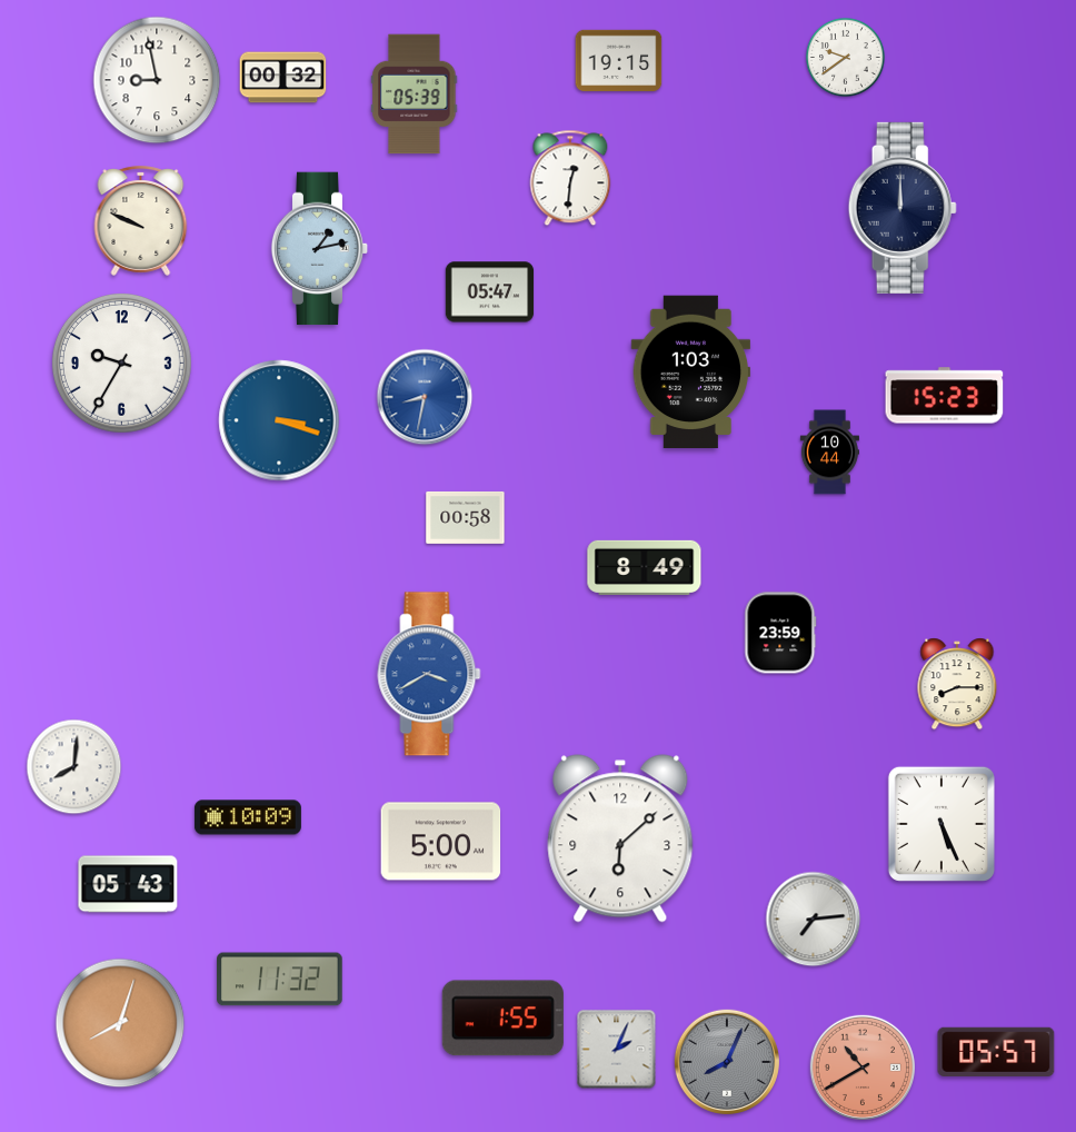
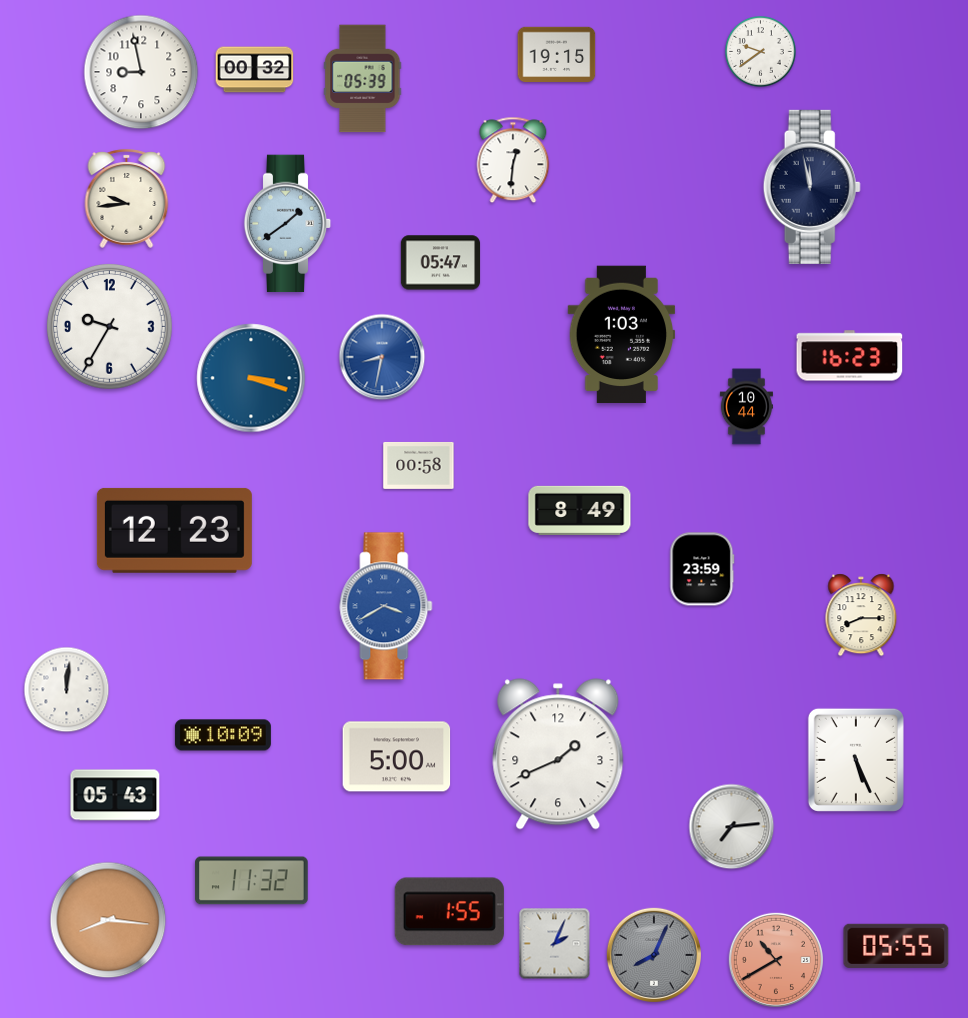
clock at (415, 95) position: (415, 95) -> (363, 79)
clock at (903, 208): 12:00 -> 11:58
clock at (141, 220): 9:49 -> 9:44
clock at (320, 249): 1:13 -> 1:39
clock at (945, 396): 15:23 -> 16:23
clock at (174, 530): none -> 12:23
clock at (74, 767): 8:01 -> 12:01
clock at (941, 824) position: (941, 824) -> (856, 760)
clock at (620, 838): 6:08 -> 1:41
clock at (502, 1019) position: (502, 1019) -> (449, 912)
clock at (120, 1023): 8:03 -> 8:16
clock at (996, 1051): 05:57 -> 05:55
